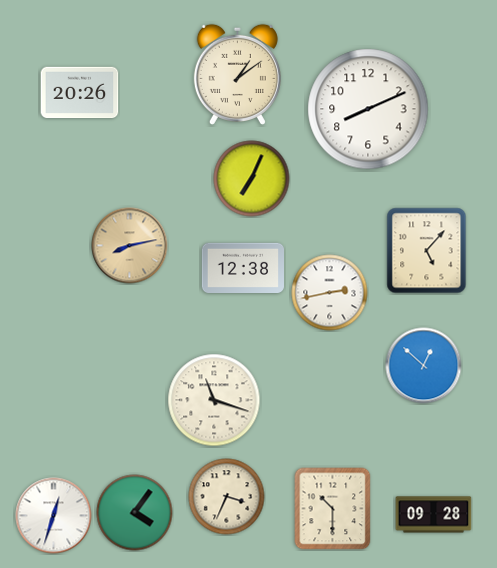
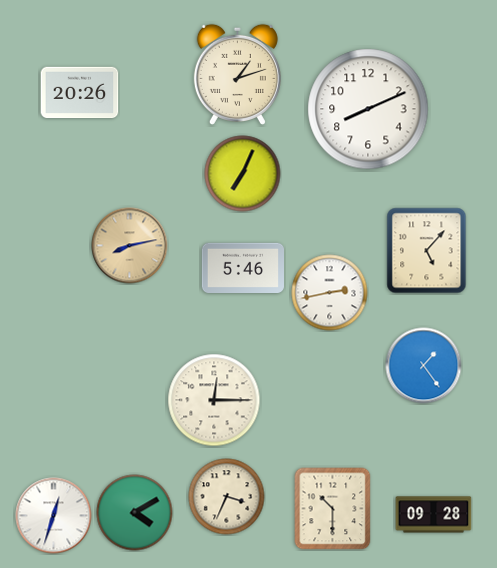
clock at (237, 74): 1:09 -> 1:12
clock at (252, 179) position: (252, 179) -> (243, 174)
clock at (243, 268): 12:38 -> 5:46
clock at (424, 366): 12:52 -> 1:24
clock at (214, 400): 11:18 -> 12:15
clock at (135, 513): 4:06 -> 4:10
